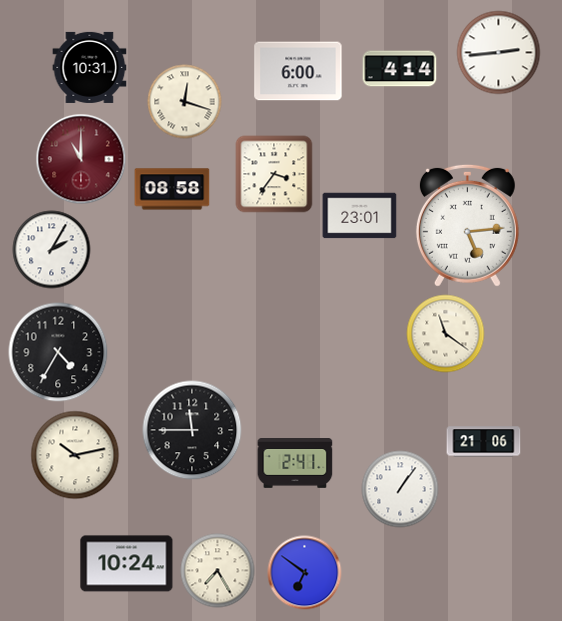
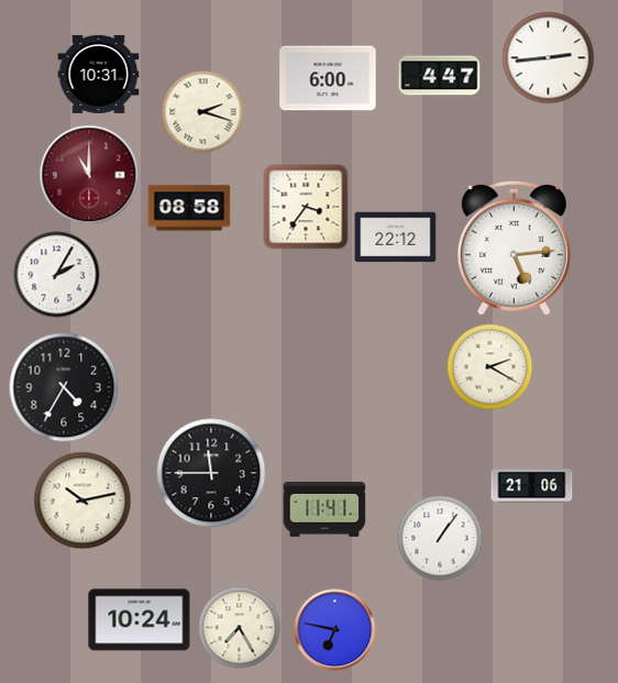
clock at (400, 69): 4:14 -> 4:47
clock at (185, 102): 12:18 -> 2:18
clock at (274, 174) position: (274, 174) -> (306, 207)
clock at (360, 216): 23:01 -> 22:12
clock at (446, 334): 11:21 -> 2:20
clock at (295, 464): 2:41 -> 11:41
clock at (305, 573): 6:51 -> 6:47
